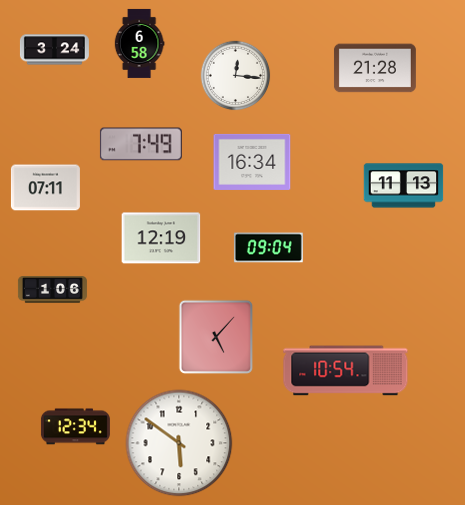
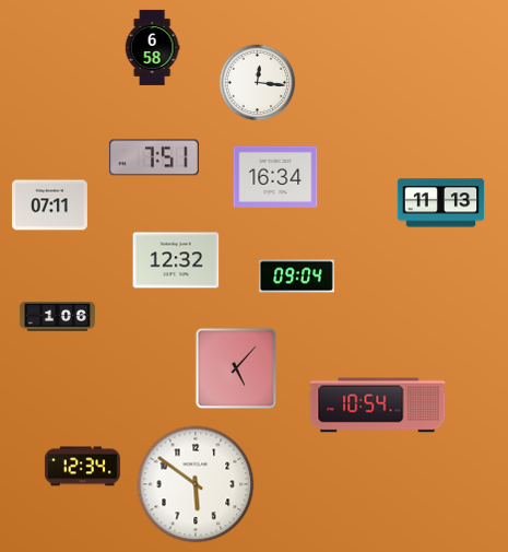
clock at (54, 50): 3:24 -> none
clock at (375, 68): 21:28 -> none
clock at (141, 144): 7:49 -> 7:51
clock at (161, 238): 12:19 -> 12:32
clock at (268, 248) position: (268, 248) -> (296, 277)
